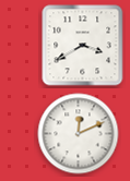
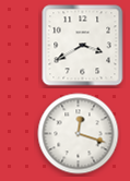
clock at (79, 134): 12:11 -> 12:18
